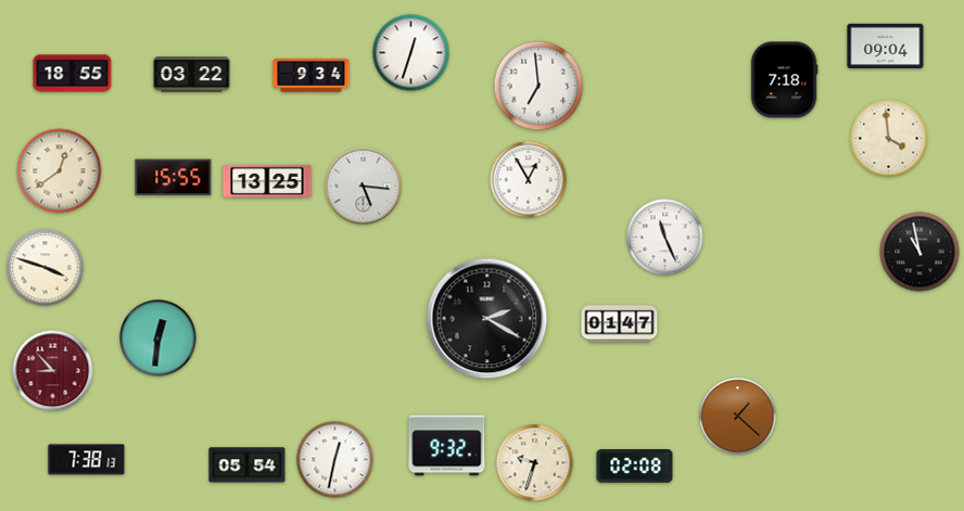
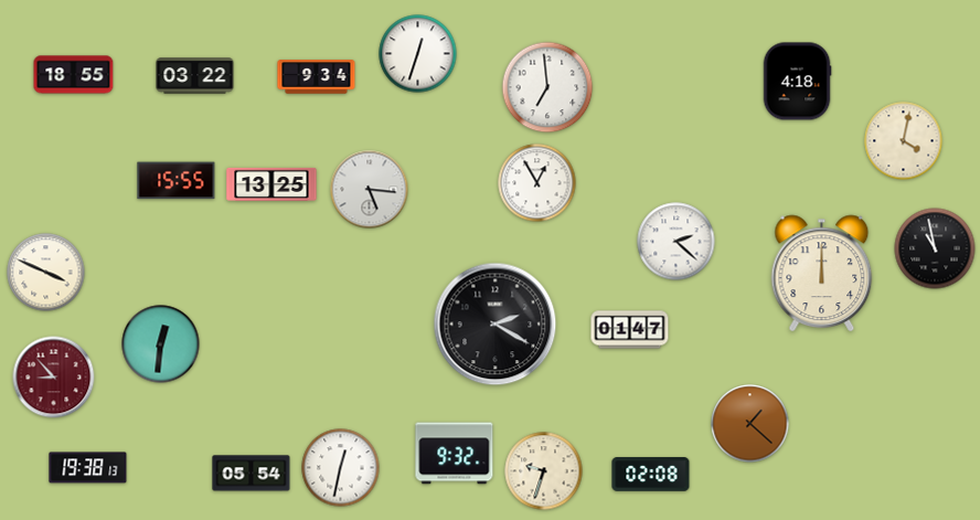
clock at (886, 47): 09:04 -> none
clock at (784, 80): 7:18 -> 4:18
clock at (889, 139): 3:59 -> 4:02
clock at (60, 171): 12:39 -> none
clock at (665, 238): 11:26 -> 2:22
clock at (919, 252) position: (919, 252) -> (935, 248)
clock at (46, 268): 3:48 -> 3:49
clock at (822, 274): none -> 12:00
clock at (87, 460): 7:38 -> 19:38
clock at (635, 467) position: (635, 467) -> (651, 475)
